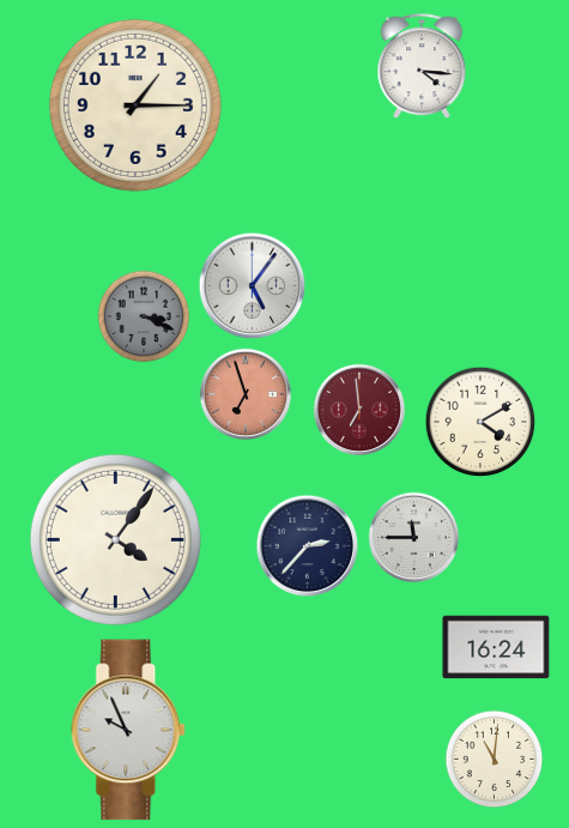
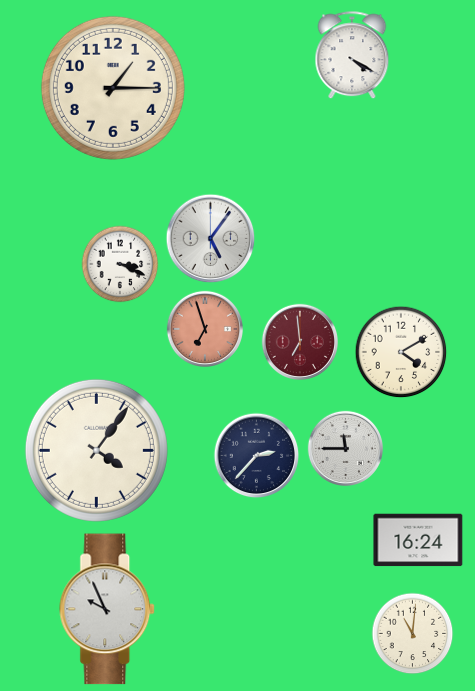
clock at (422, 67): 4:16 -> 4:20
clock at (144, 316) dial: grey -> white
clock at (496, 647) position: (496, 647) -> (418, 540)
